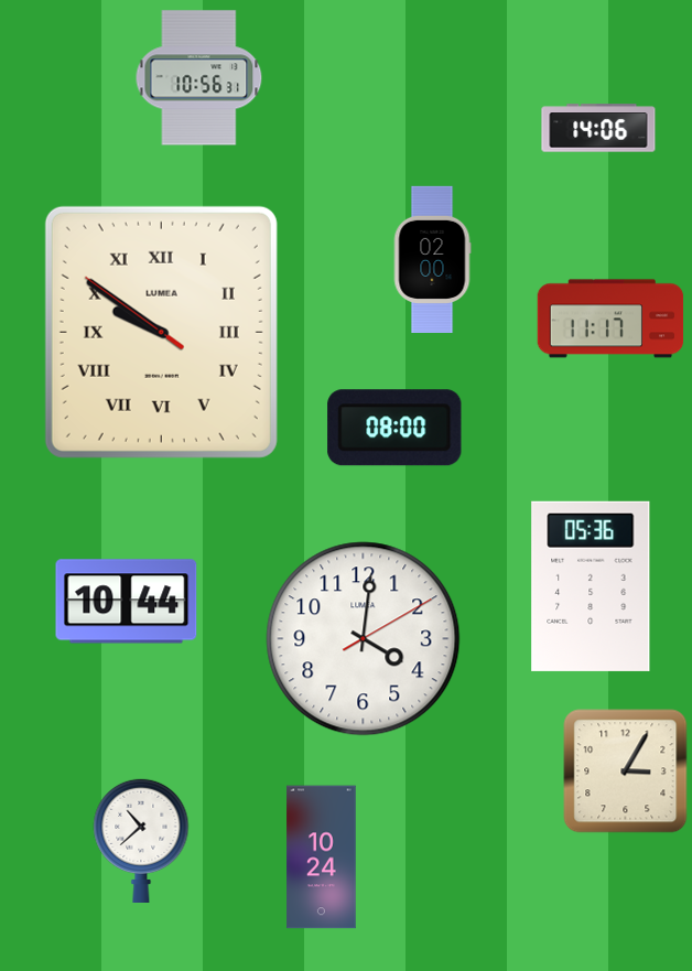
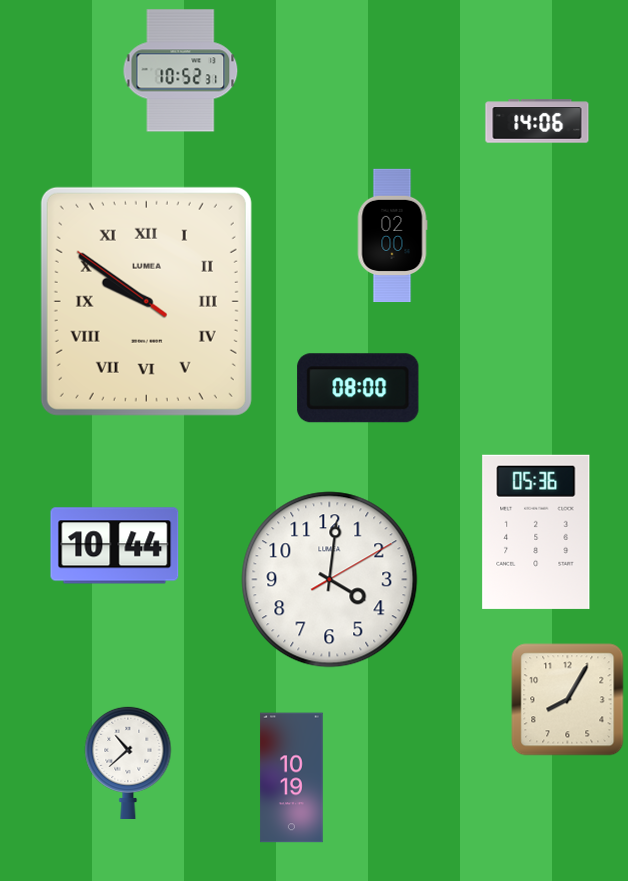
clock at (199, 78): 10:56 -> 10:52
clock at (598, 128) position: (598, 128) -> (537, 121)
clock at (610, 319): 11:17 -> none
clock at (626, 772): 3:05 -> 8:05
clock at (322, 857): 10:24 -> 10:19
